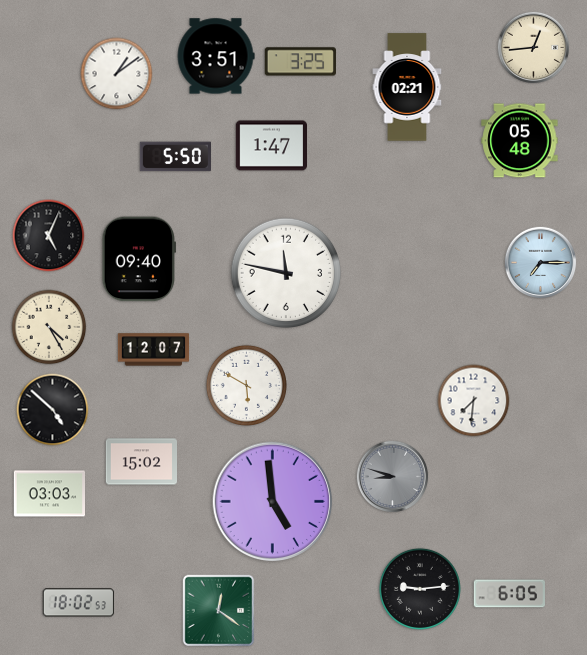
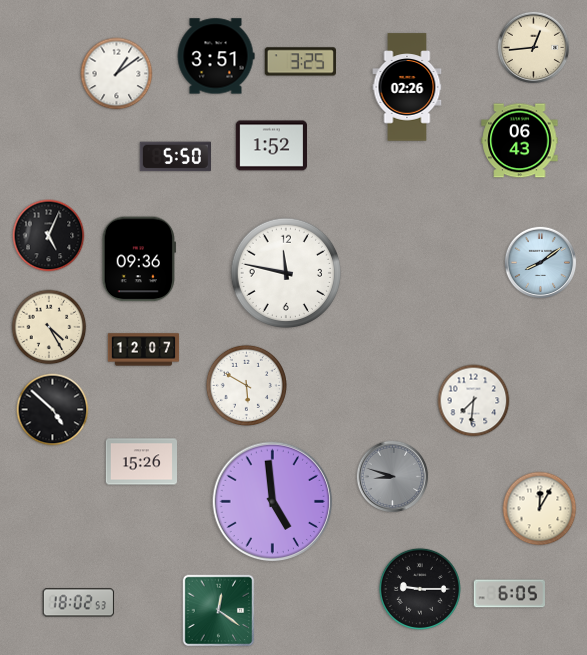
clock at (407, 87): 02:21 -> 02:26
clock at (520, 141): 05:48 -> 06:43
clock at (271, 146): 1:47 -> 1:52
clock at (139, 259): 09:40 -> 09:36
clock at (541, 263): 7:15 -> 8:09
clock at (154, 350) position: (154, 350) -> (144, 350)
clock at (142, 462): 15:02 -> 15:26
clock at (49, 494): 03:03 -> none
clock at (540, 509): none -> 12:05
clock at (420, 589): 9:14 -> 9:15
